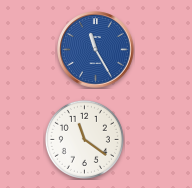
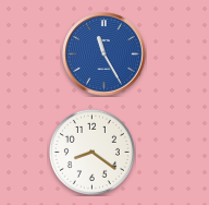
clock at (84, 139): 11:21 -> 8:21
